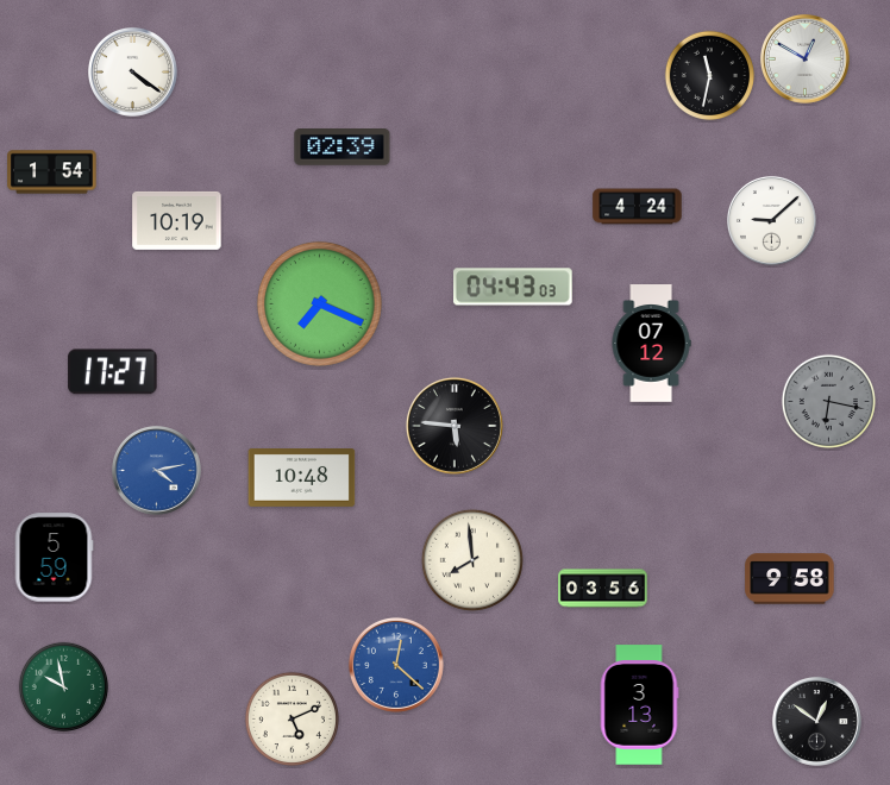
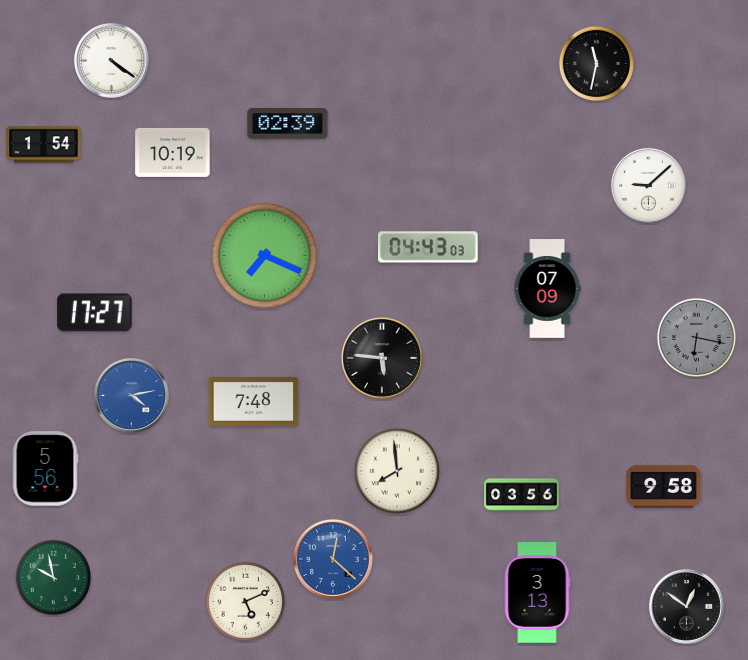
clock at (804, 58): 12:50 -> none
clock at (638, 207): 4:24 -> none
clock at (177, 220) position: (177, 220) -> (173, 152)
clock at (514, 287) position: (514, 287) -> (429, 247)
clock at (319, 303) position: (319, 303) -> (264, 255)
clock at (651, 344): 07:12 -> 07:09
clock at (302, 478): 10:48 -> 7:48
clock at (54, 558): 5:59 -> 5:56
clock at (603, 589) position: (603, 589) -> (522, 495)
clock at (292, 718) position: (292, 718) -> (245, 601)
